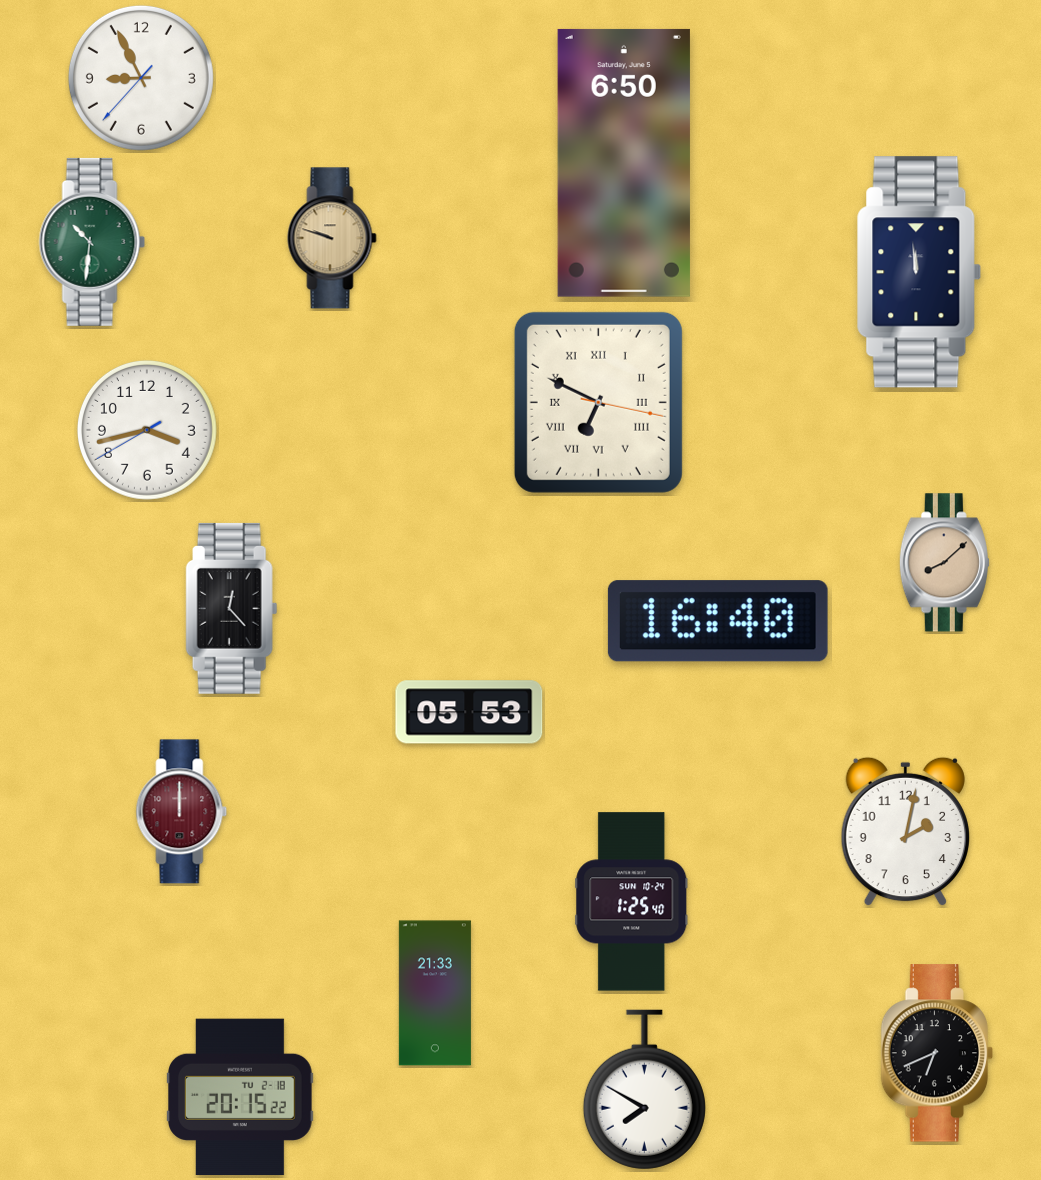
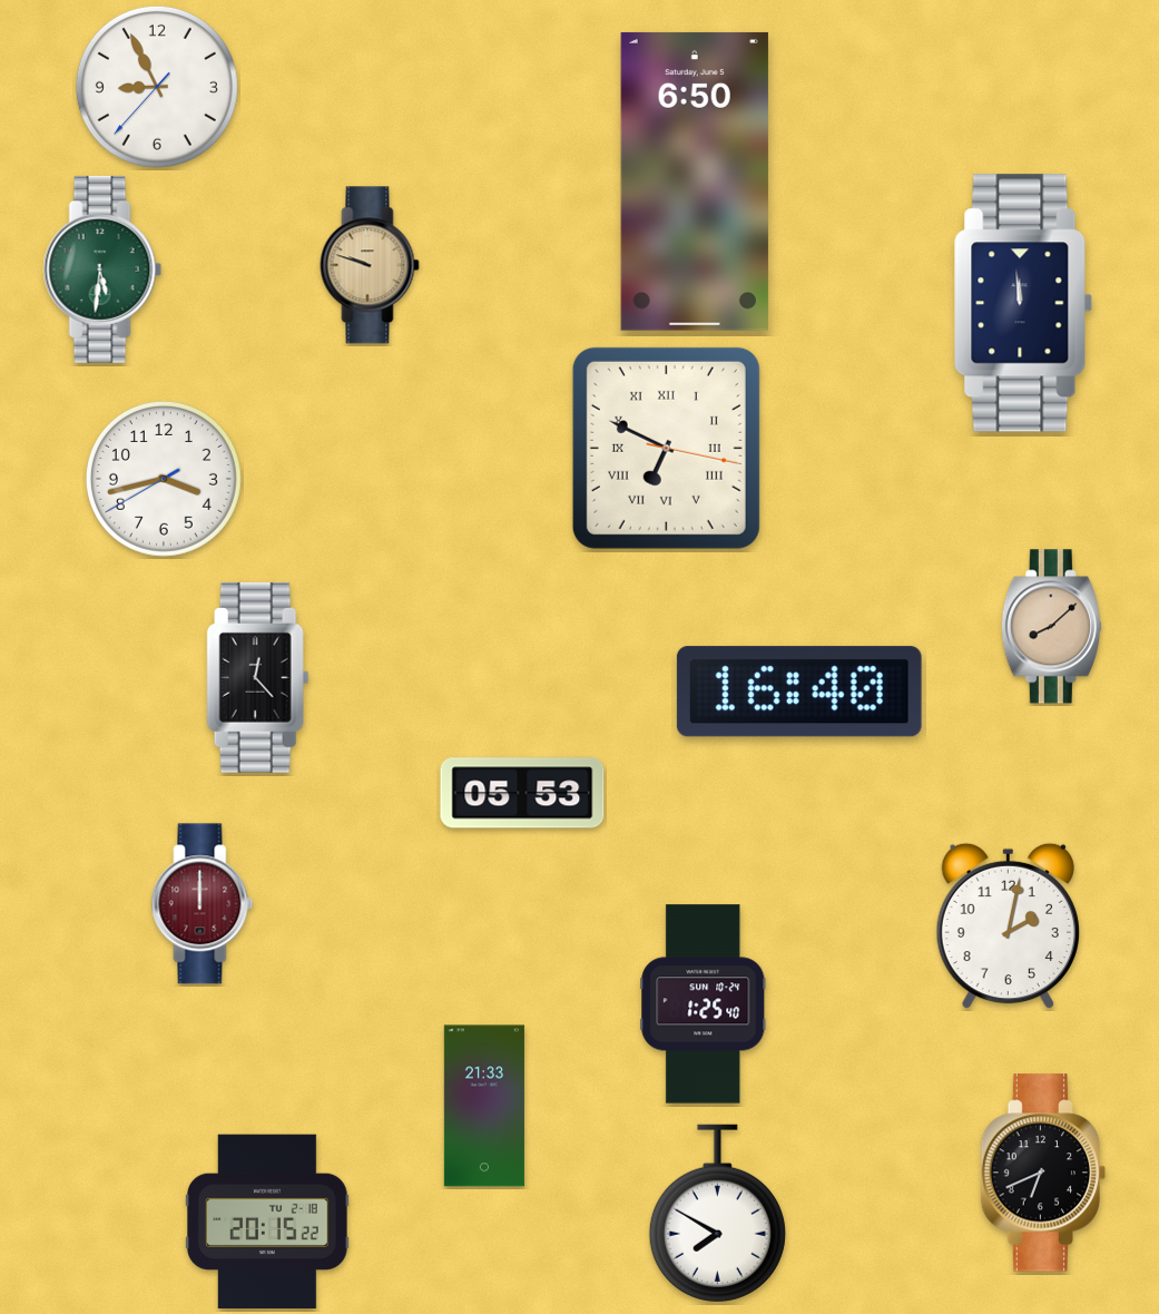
clock at (92, 242): 10:31 -> 5:31
